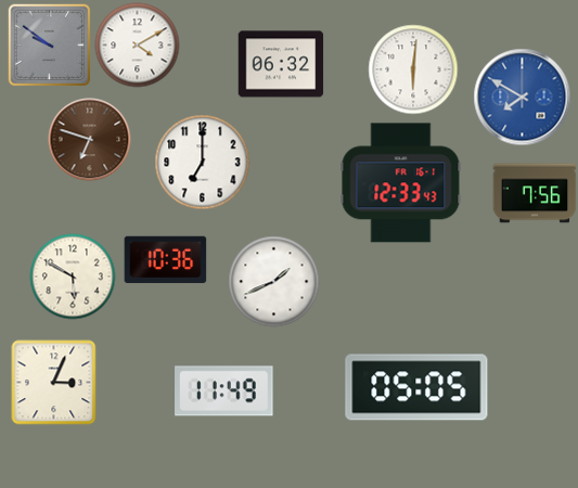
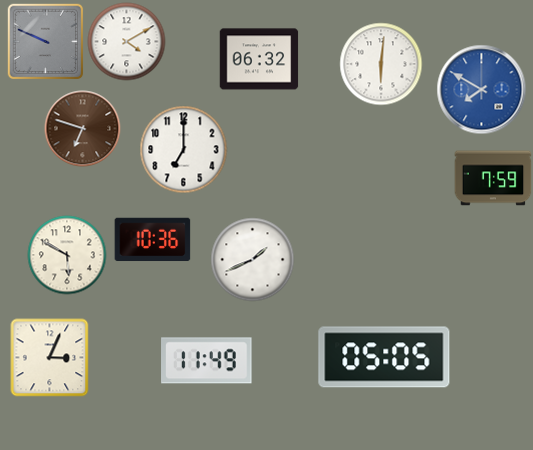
clock at (49, 44): 9:51 -> 9:49
clock at (203, 163) position: (203, 163) -> (184, 150)
clock at (401, 183): 12:33 -> none
clock at (535, 193): 7:56 -> 7:59
clock at (54, 383) position: (54, 383) -> (50, 358)
